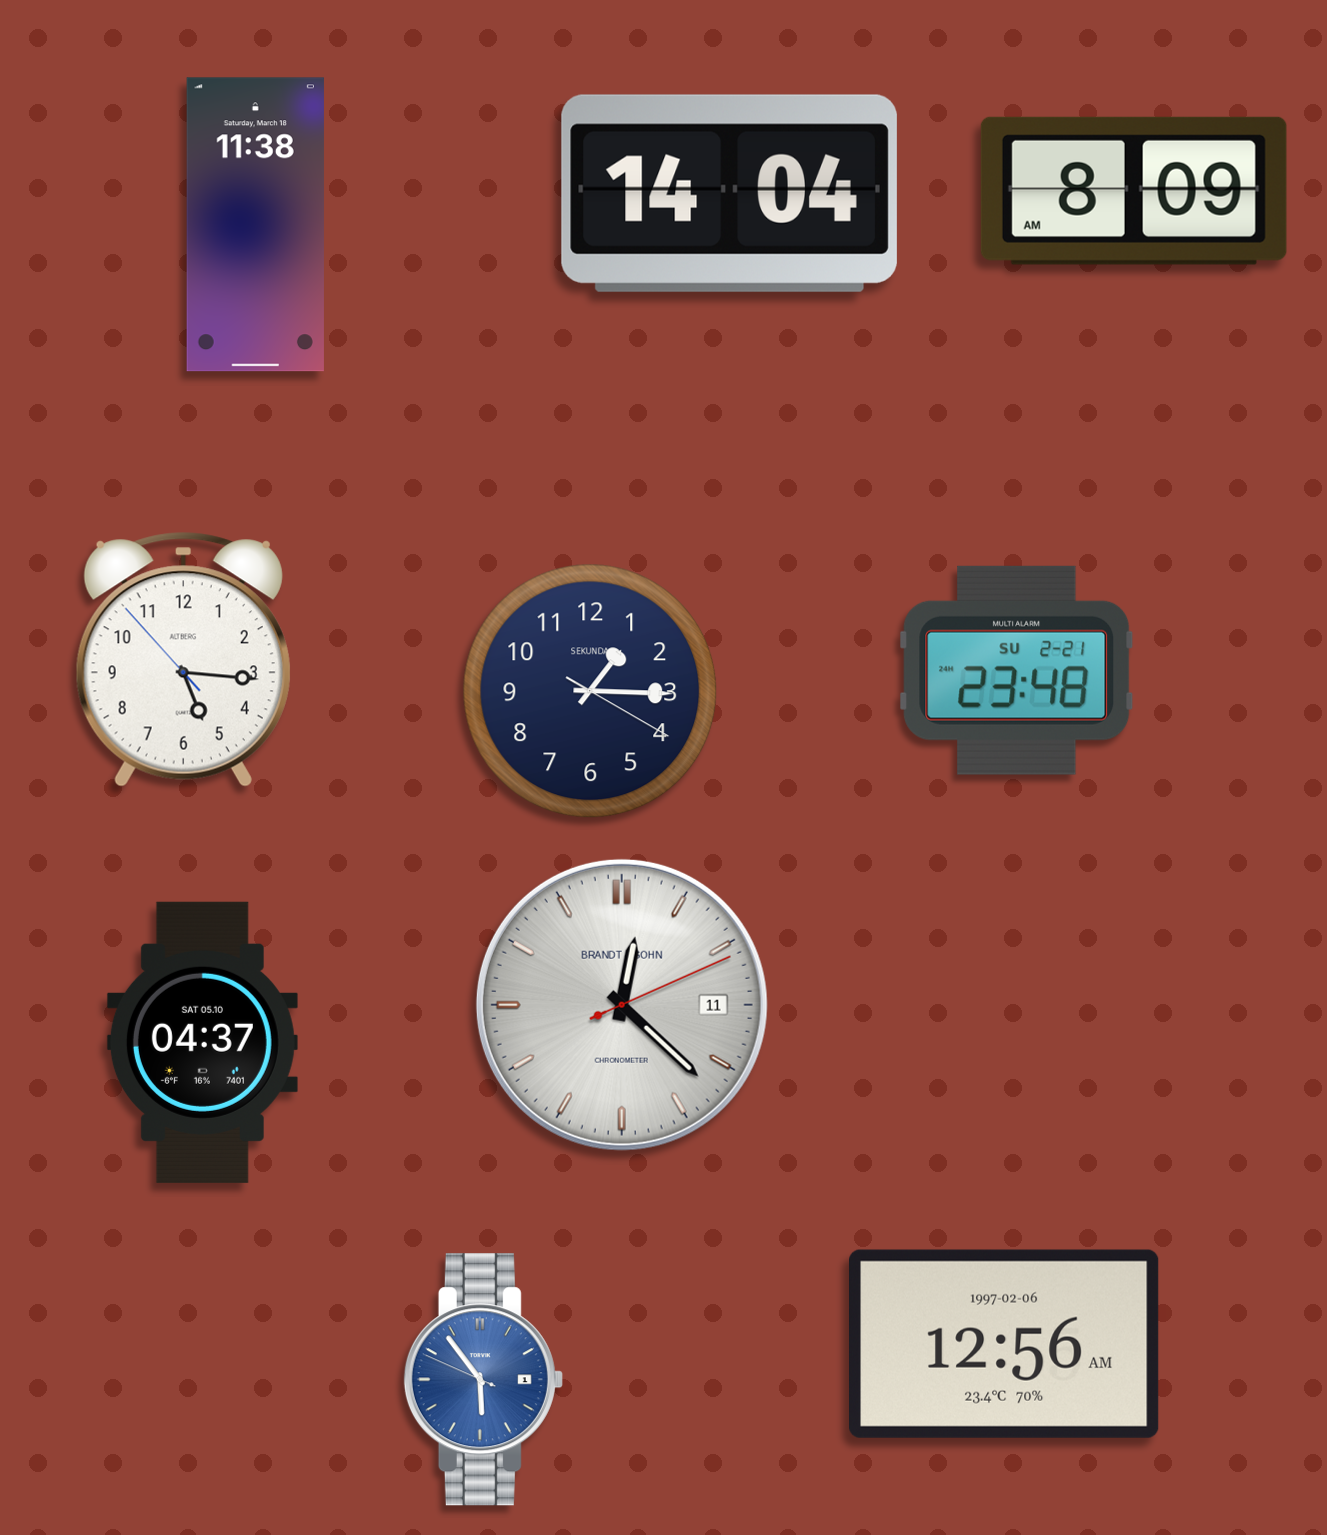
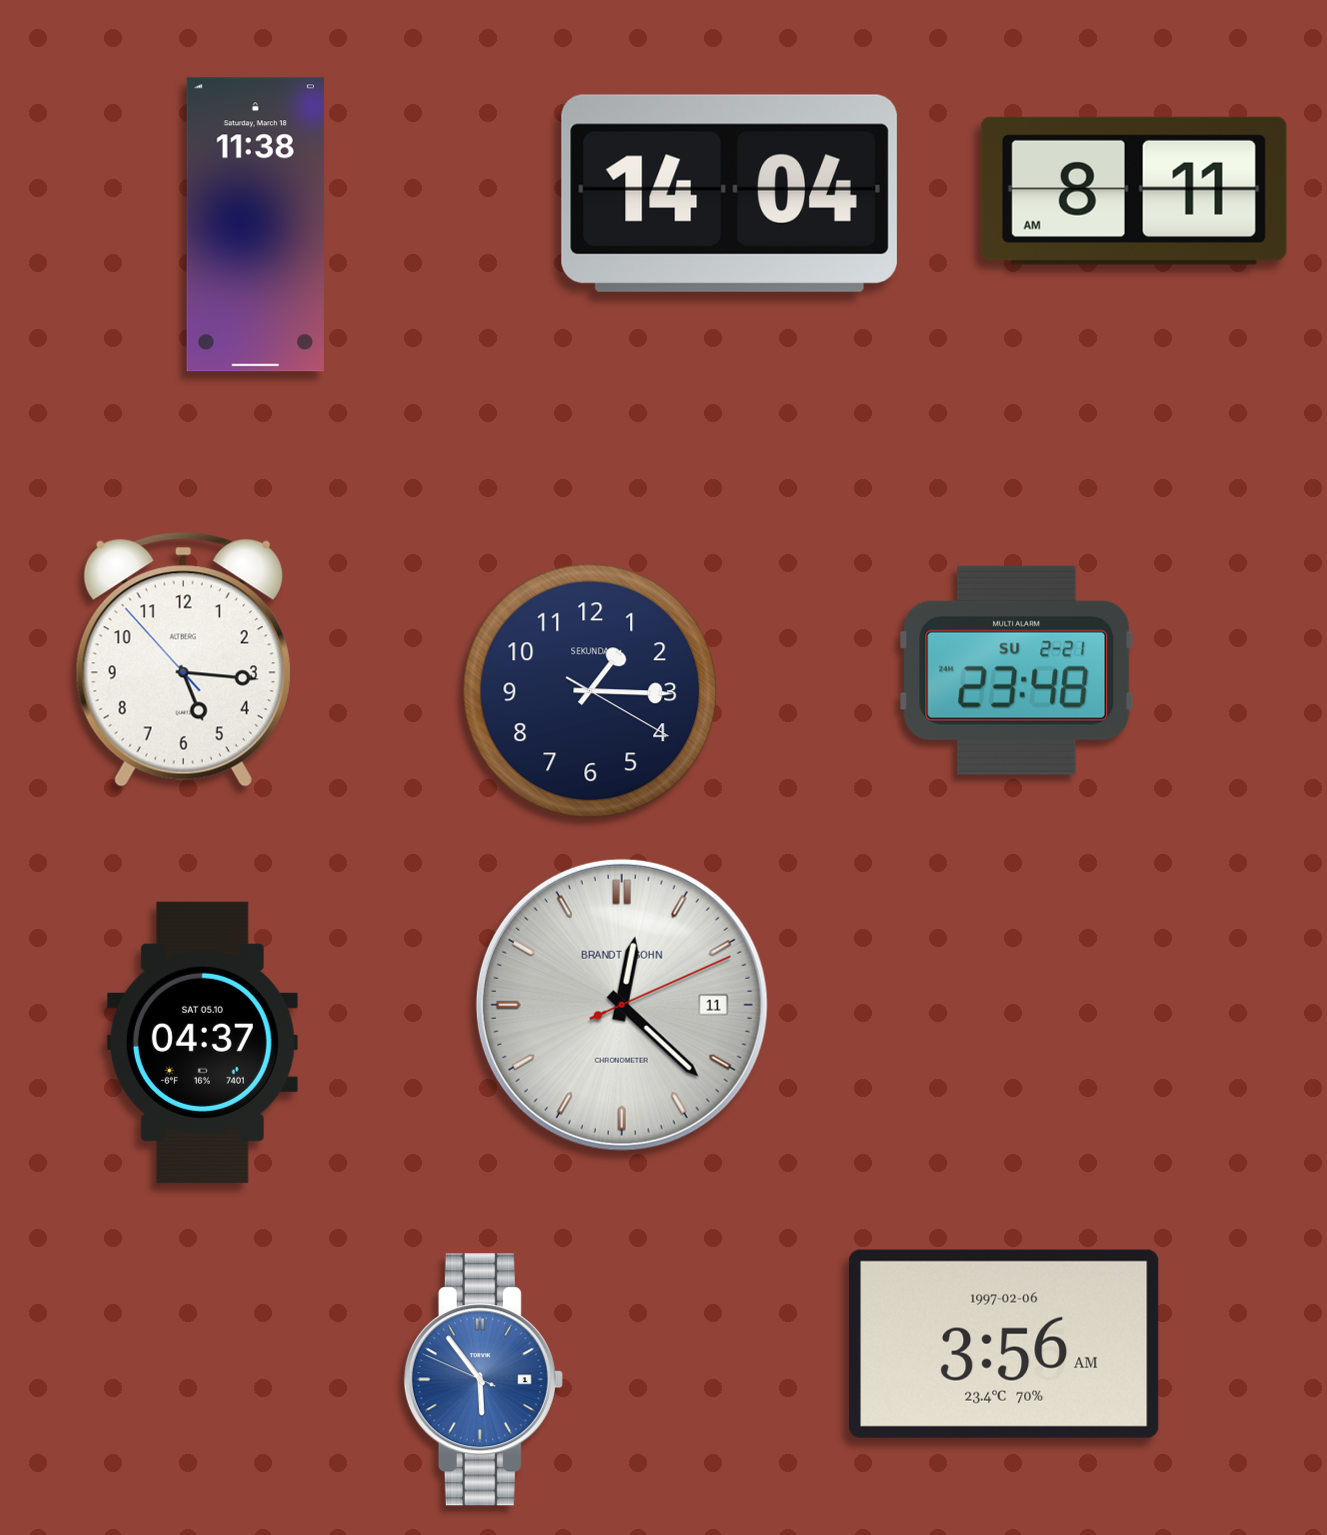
clock at (1134, 191): 8:09 -> 8:11
clock at (1005, 1344): 12:56 -> 3:56
